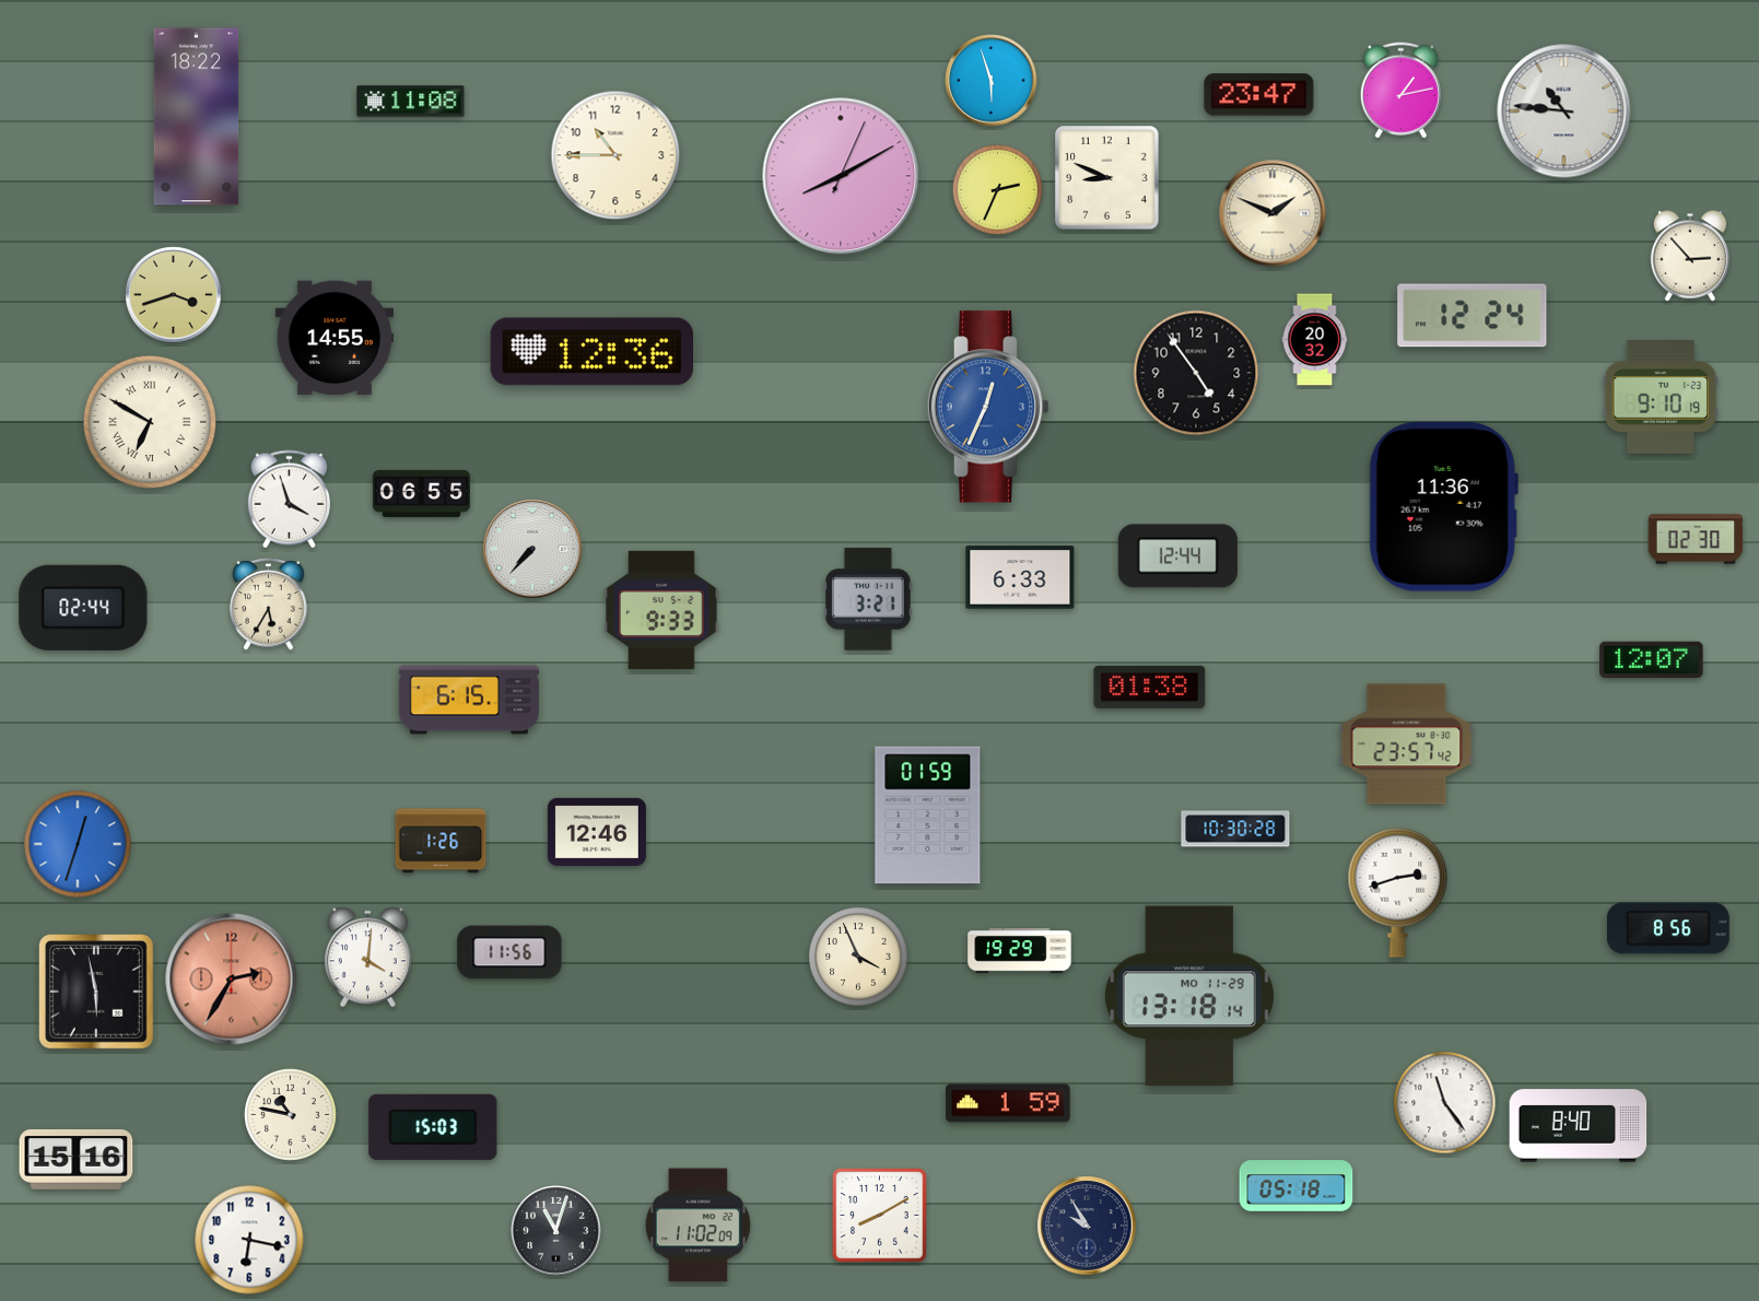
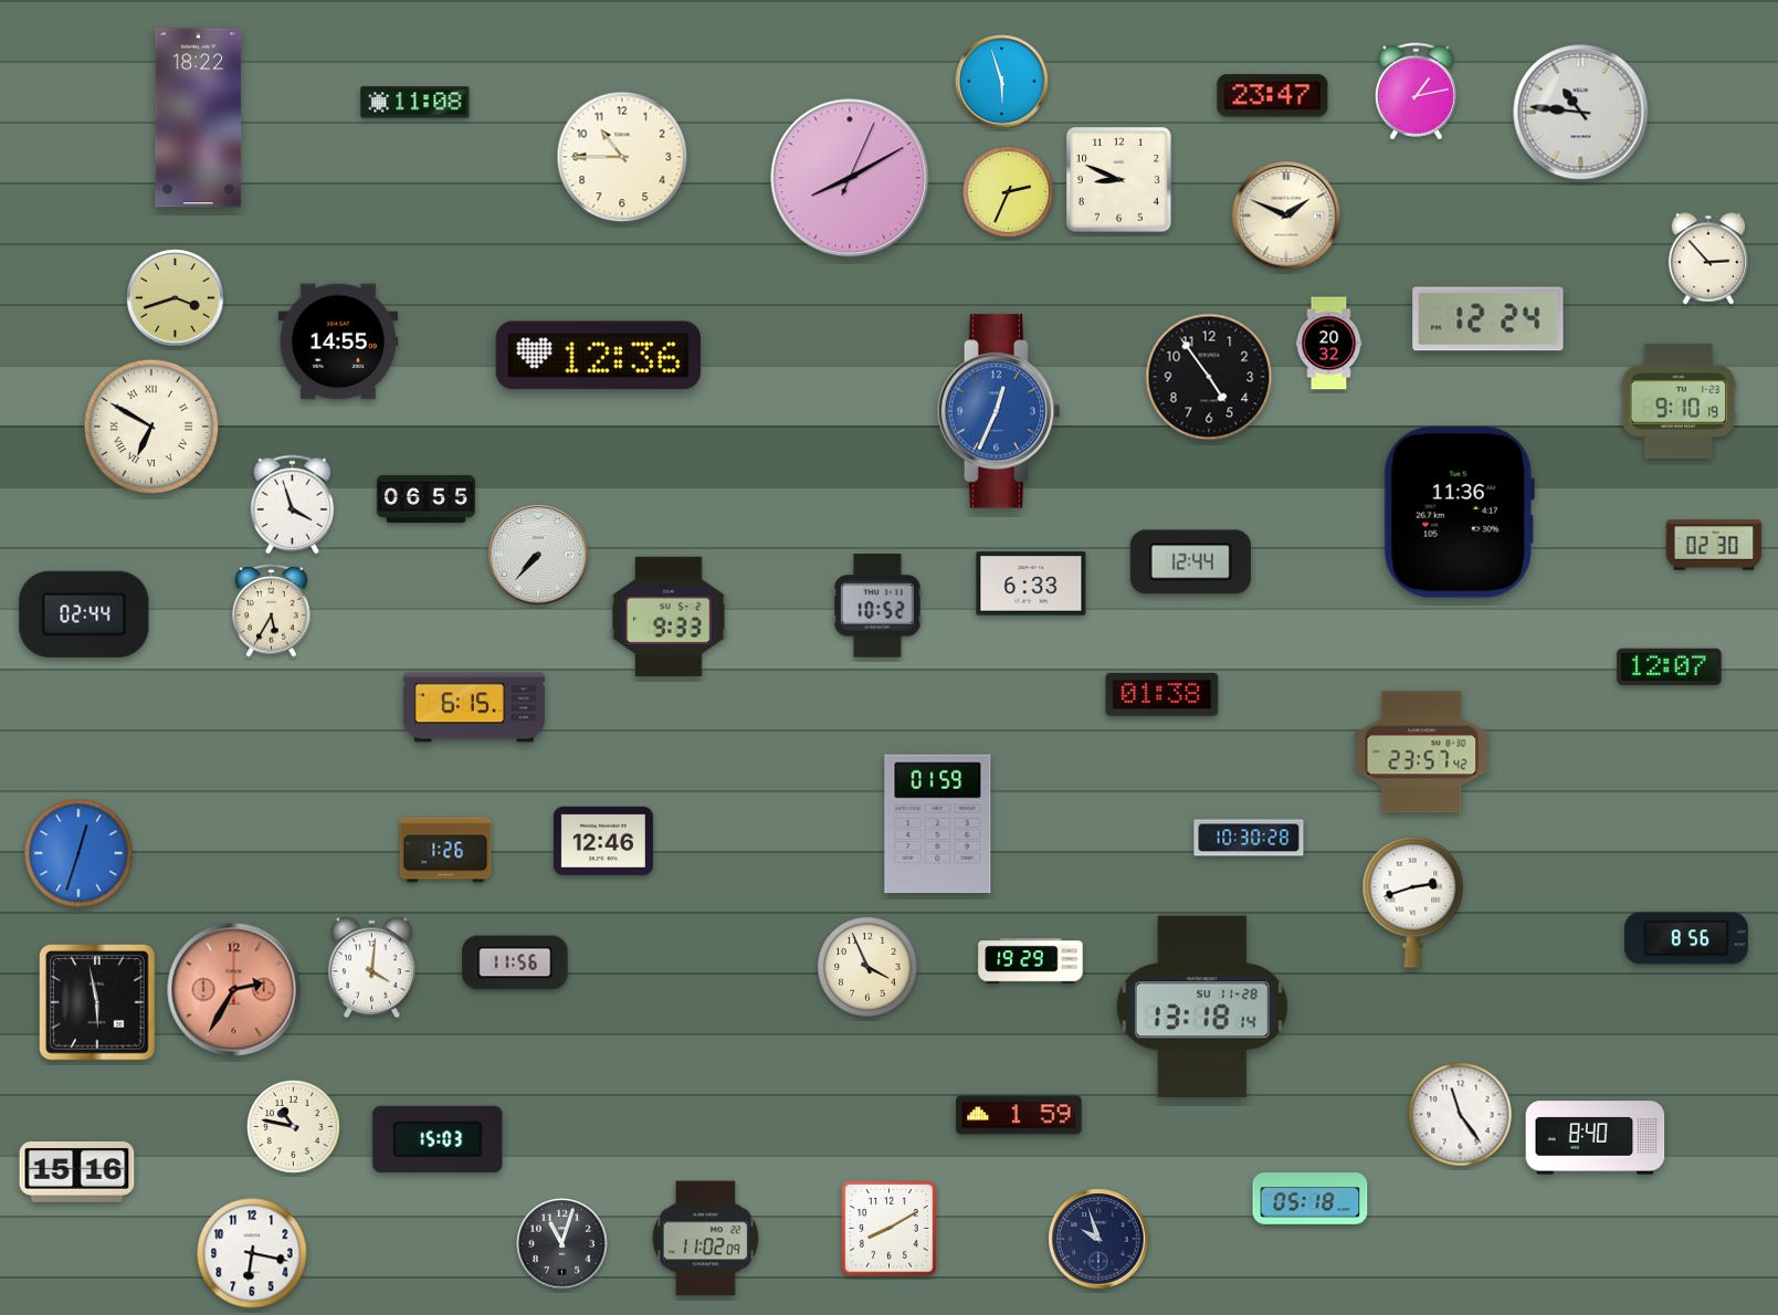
clock at (868, 599): 3:21 -> 10:52
clock at (1189, 996) date: MO 11-29 -> SU 11-28
clock at (1087, 1226): 9:55 -> 9:57
